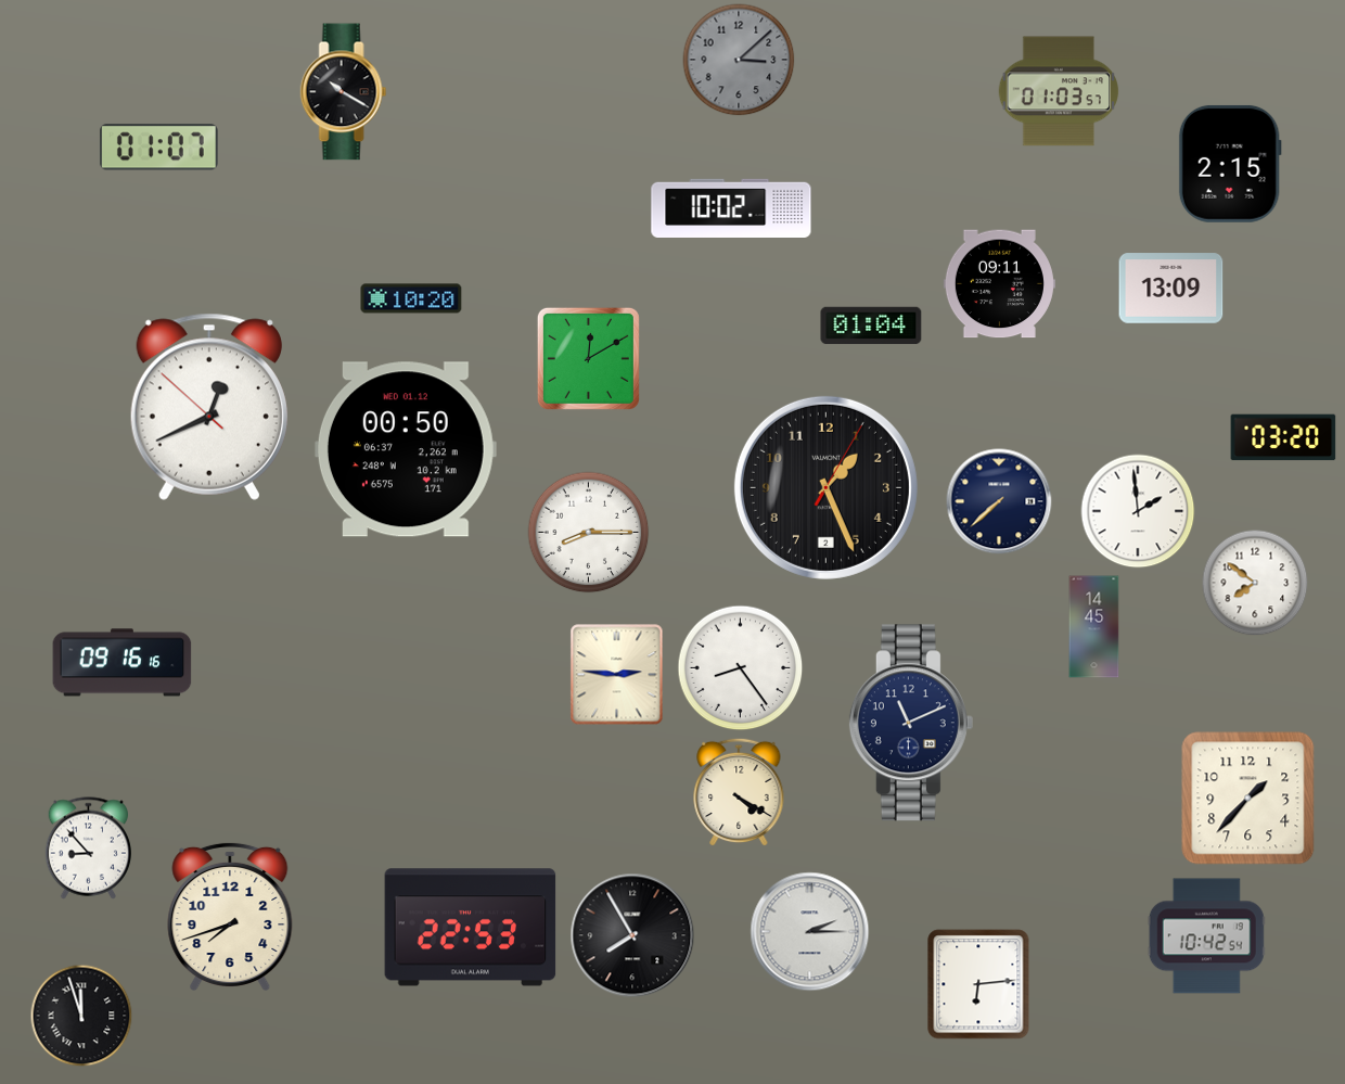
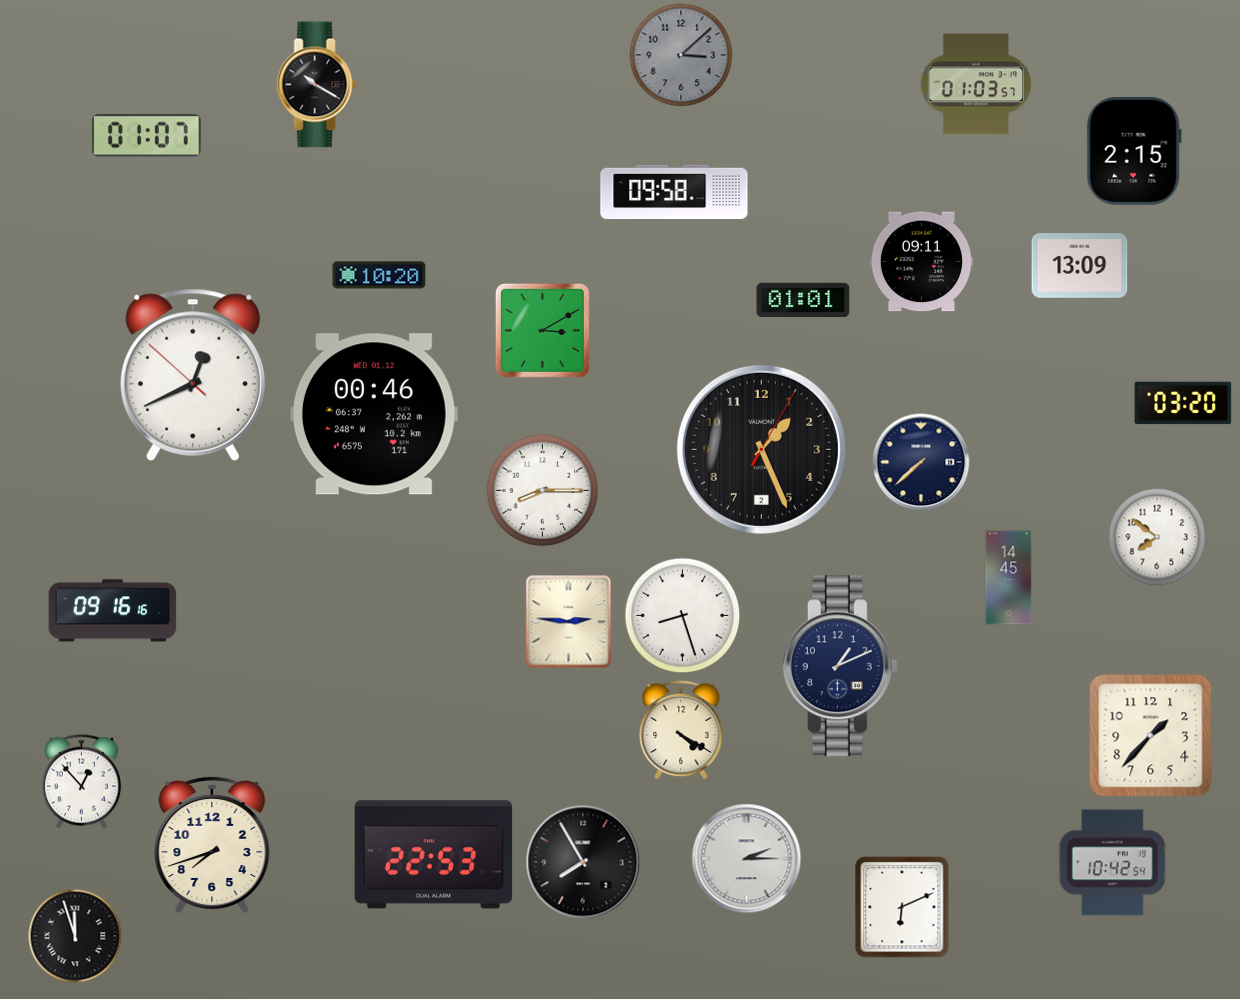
clock at (731, 208): 10:02 -> 09:58
clock at (871, 326): 01:04 -> 01:01
clock at (588, 358): 12:10 -> 3:10
clock at (406, 449): 00:50 -> 00:46
clock at (1138, 511): 1:59 -> none
clock at (741, 668): 8:24 -> 8:27
clock at (911, 723): 11:11 -> 1:11
clock at (89, 849): 8:53 -> 12:53
clock at (978, 984): 6:14 -> 6:11
